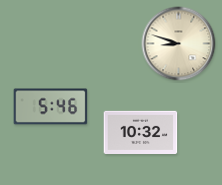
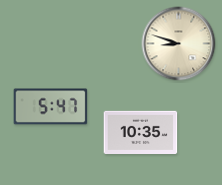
clock at (51, 107): 5:46 -> 5:47
clock at (141, 132): 10:32 -> 10:35
